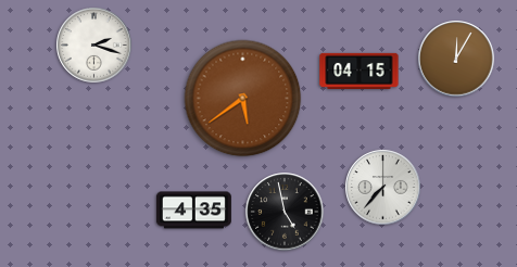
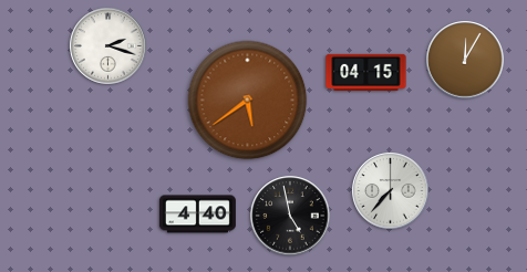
clock at (94, 46) position: (94, 46) -> (108, 46)
clock at (193, 211): 4:35 -> 4:40
